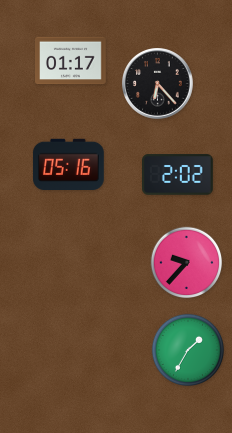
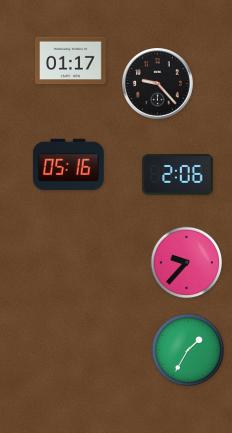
clock at (158, 84): 6:23 -> 9:23
clock at (178, 175): 2:02 -> 2:06
